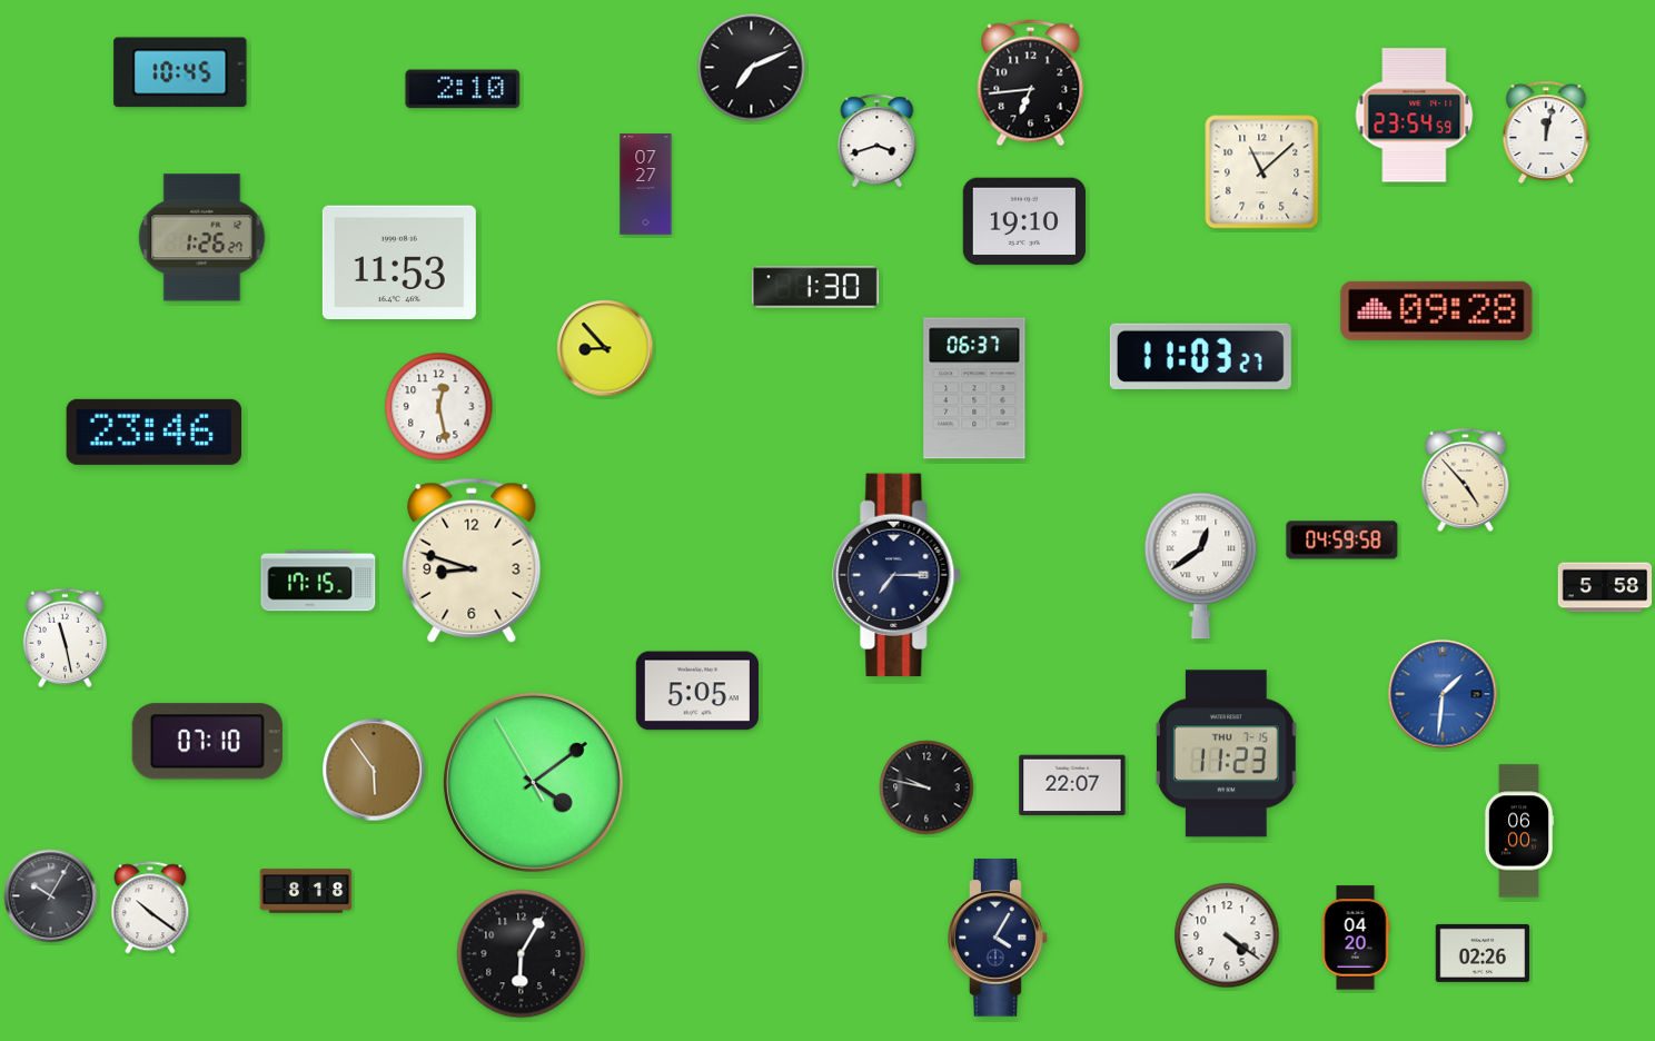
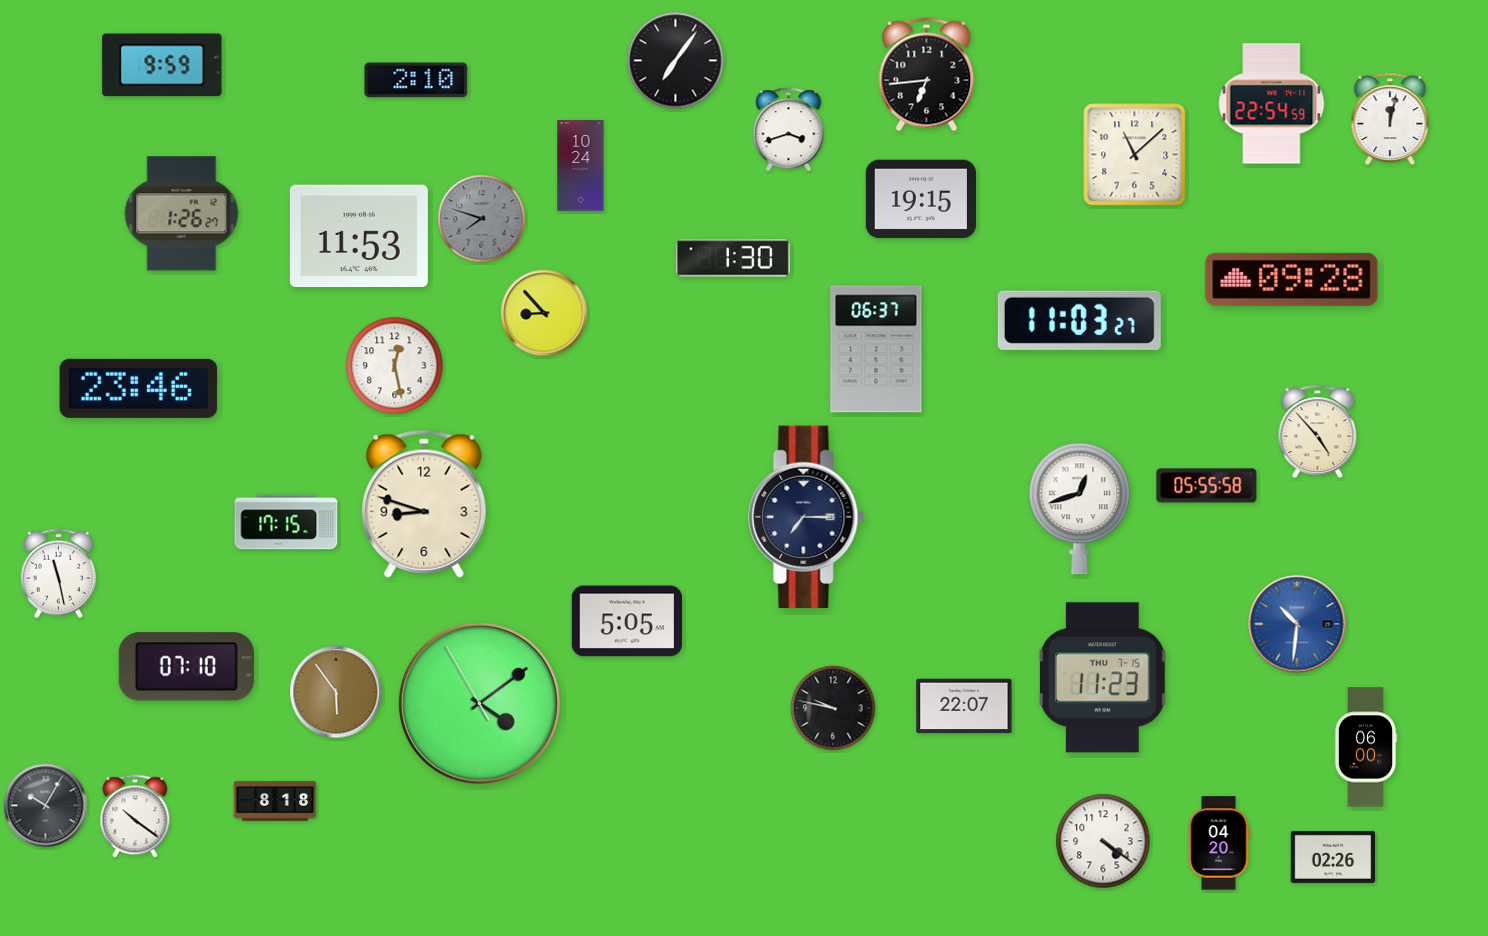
clock at (752, 68): 7:11 -> 7:06
clock at (180, 72): 10:45 -> 9:59
clock at (1415, 116): 23:54 -> 22:54
clock at (878, 141) position: (878, 141) -> (789, 130)
clock at (646, 185): 07:27 -> 10:24
clock at (1024, 221): 19:10 -> 19:15
clock at (482, 219): none -> 7:48
clock at (1342, 541): 04:59 -> 05:55
clock at (1201, 566): 12:39 -> 12:42
clock at (1605, 587): 5:58 -> none
clock at (1443, 694): 1:31 -> 10:31
clock at (998, 938): 4:05 -> none
clock at (522, 954): 6:05 -> none
